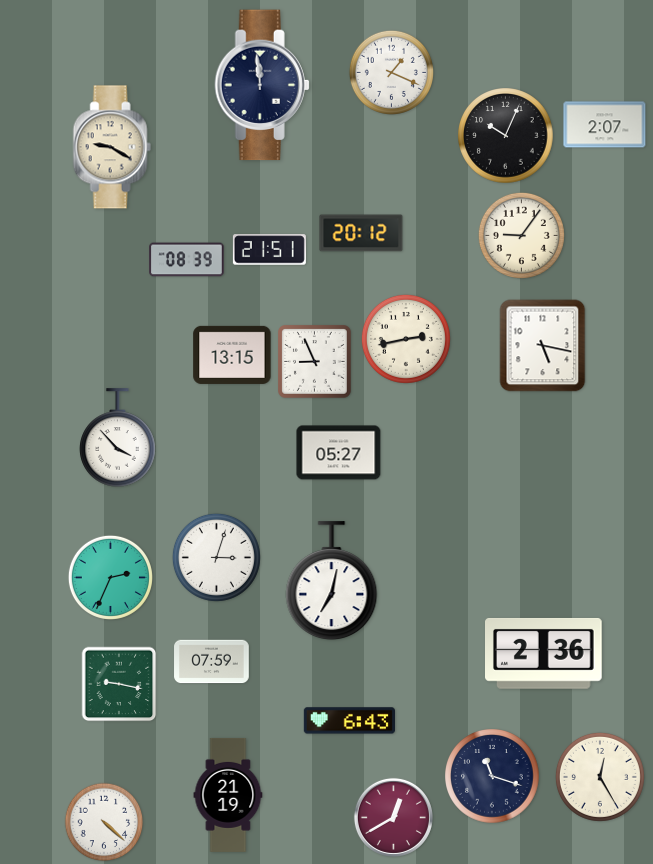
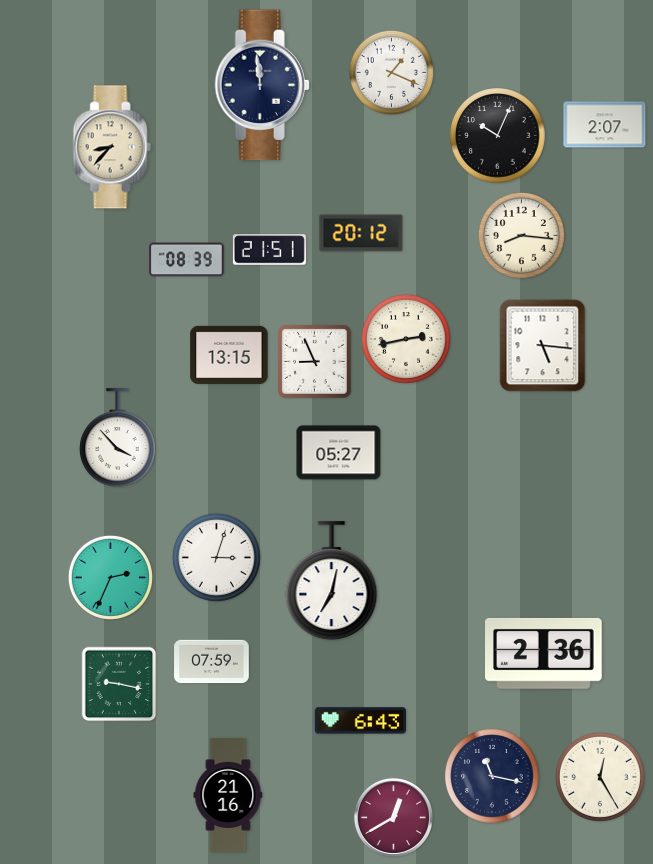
clock at (506, 136) position: (506, 136) -> (498, 136)
clock at (112, 147): 9:20 -> 8:37
clock at (521, 235): 9:06 -> 8:16
clock at (543, 346): 5:17 -> 5:16
clock at (232, 355) position: (232, 355) -> (229, 355)
clock at (349, 721) position: (349, 721) -> (360, 721)
clock at (492, 776): 11:18 -> 11:17
clock at (228, 795): 21:19 -> 21:16
clock at (104, 822): 4:22 -> none
